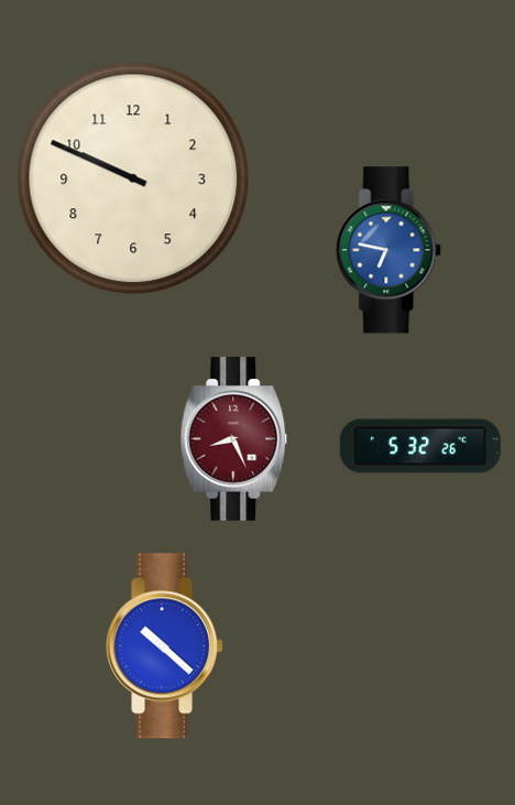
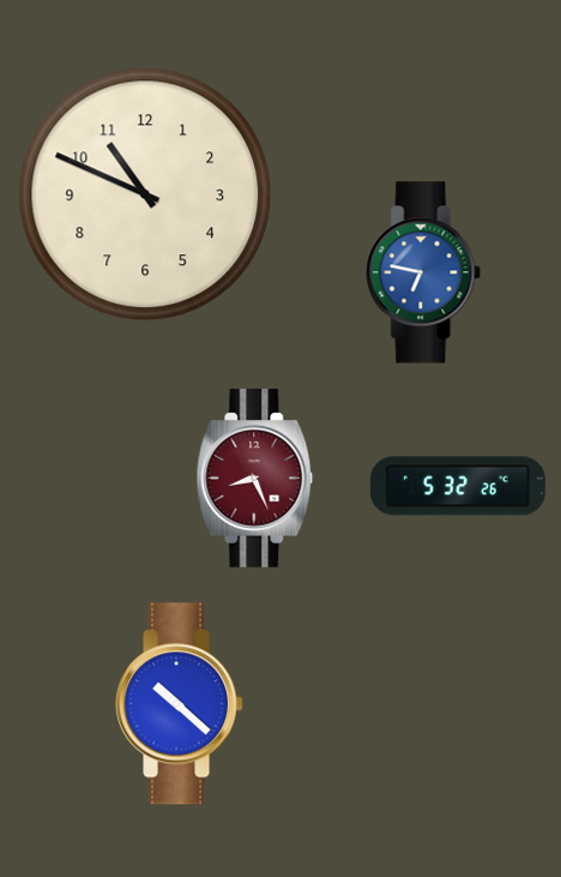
clock at (133, 178): 9:49 -> 10:49
